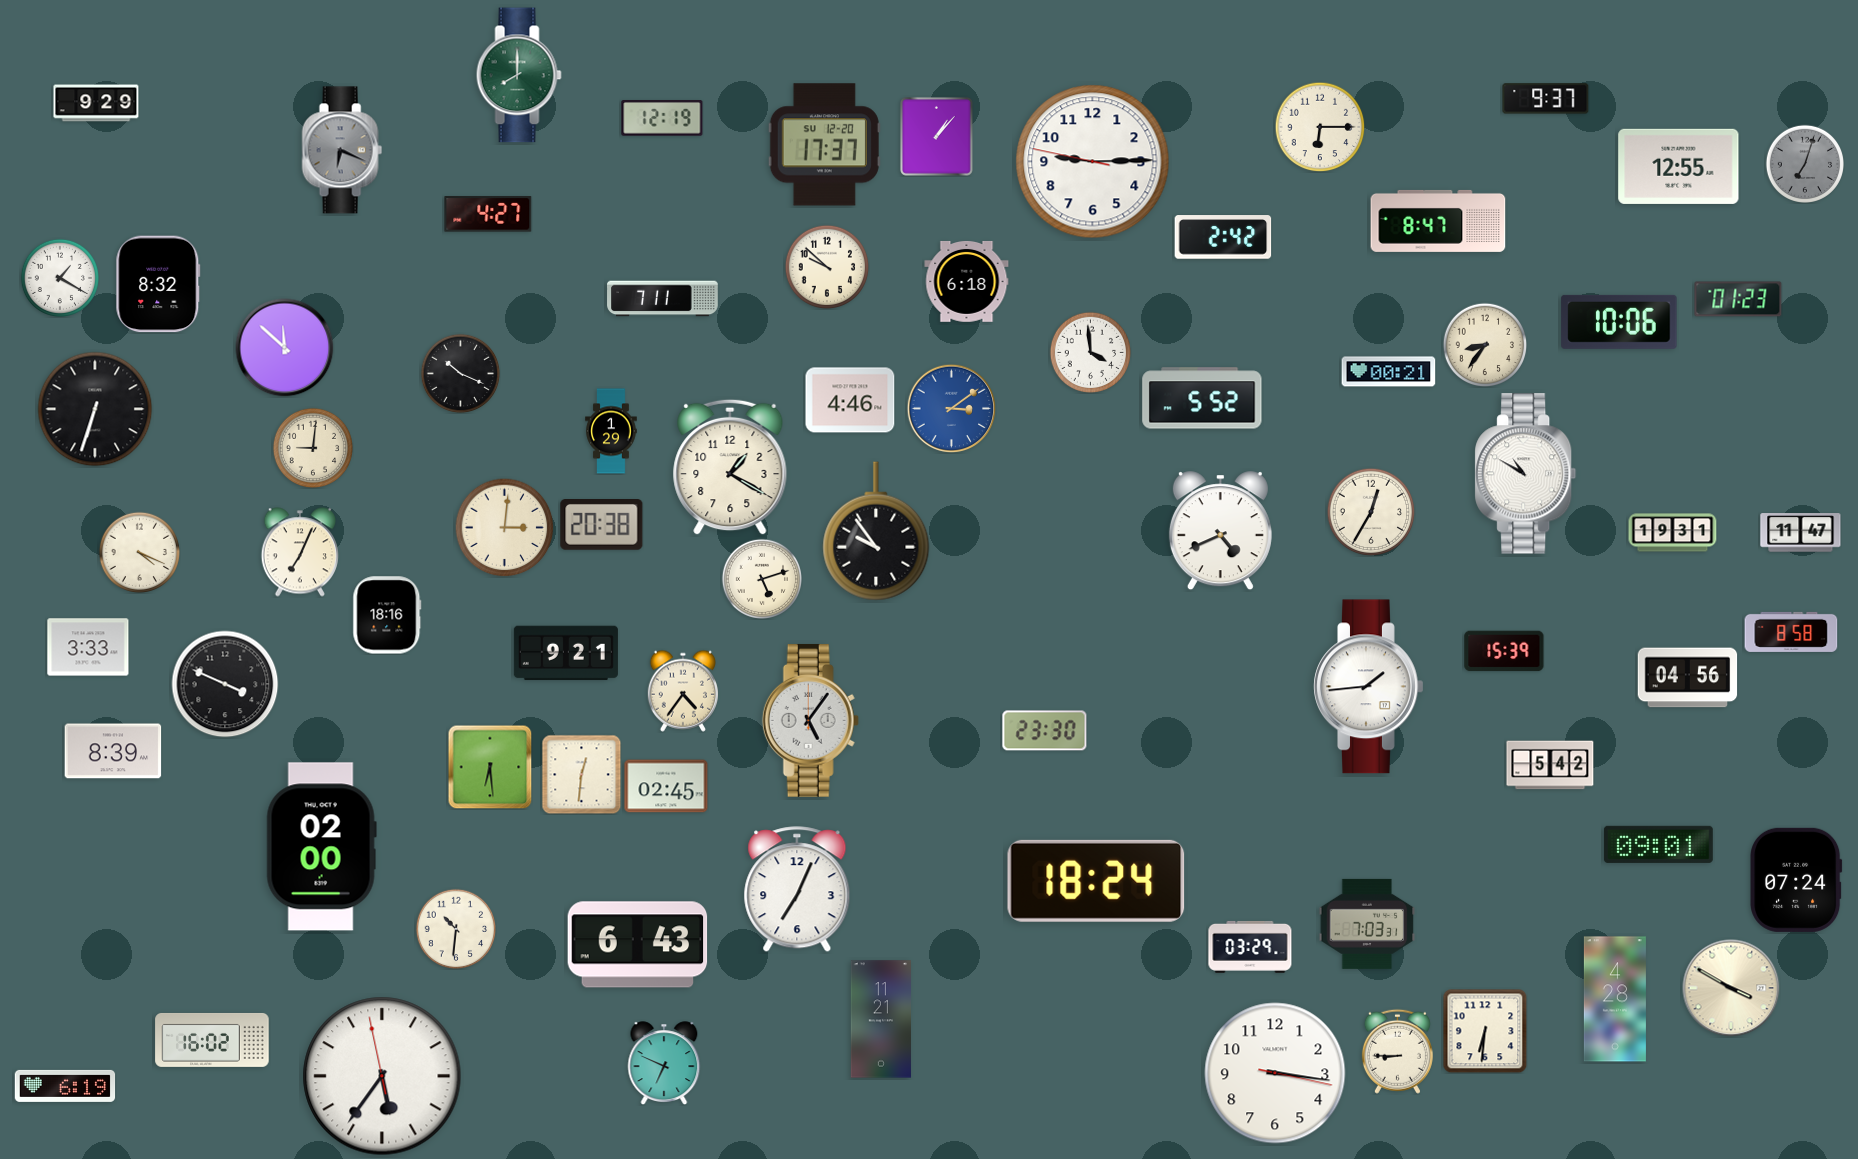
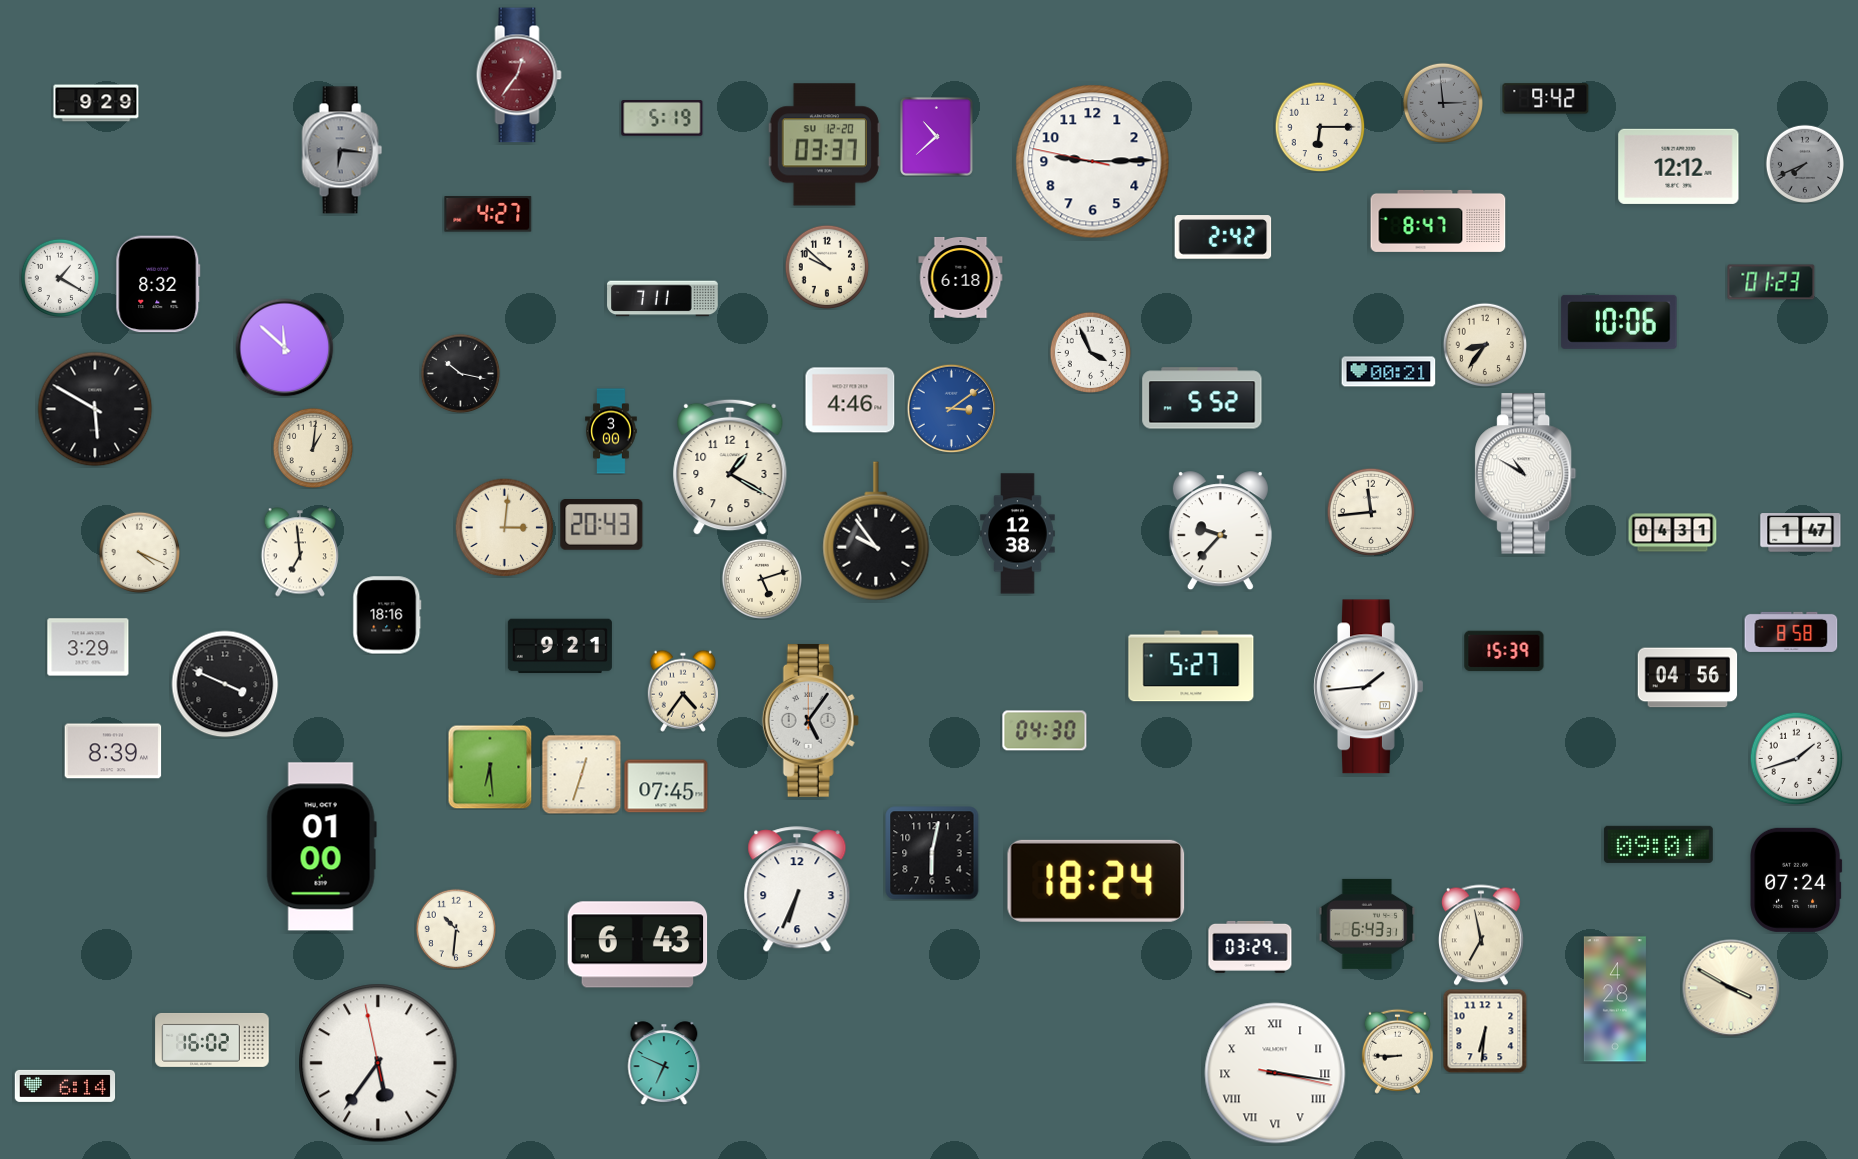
clock at (519, 75): 8:00 -> 12:36
clock at (519, 75) dial: green -> burgundy
clock at (1546, 99): 9:37 -> 9:42
clock at (1442, 102): none -> 2:59
clock at (662, 119): 12:19 -> 5:19
clock at (936, 136): 1:07 -> 10:38
clock at (824, 145): 17:37 -> 03:37
clock at (342, 150): 6:19 -> 6:16
clock at (1804, 163): 7:03 -> 7:41
clock at (1679, 166): 12:55 -> 12:12
clock at (967, 281) position: (967, 281) -> (961, 277)
clock at (1738, 299) position: (1738, 299) -> (1771, 282)
clock at (1090, 352): 3:59 -> 3:56
clock at (460, 373): 10:19 -> 10:17
clock at (95, 409): 6:33 -> 5:50
clock at (611, 431): 1:29 -> 3:00
clock at (312, 447): 9:01 -> 1:01
clock at (1371, 512): 12:35 -> 11:44
clock at (602, 525): 20:38 -> 20:43
clock at (1220, 531): 4:41 -> 9:37
clock at (1673, 533): 19:31 -> 04:31
clock at (1801, 533): 11:47 -> 1:47
clock at (1018, 534): none -> 12:38
clock at (300, 552): 7:04 -> 6:59
clock at (88, 647): 3:33 -> 3:29
clock at (566, 653) position: (566, 653) -> (560, 646)
clock at (1191, 666): none -> 5:27
clock at (1045, 731): 23:30 -> 04:30
clock at (1796, 758): none -> 1:42
clock at (1550, 765): 5:42 -> none
clock at (581, 774): 12:31 -> 12:33
clock at (666, 786): 02:45 -> 07:45
clock at (321, 847): 02:00 -> 01:00
clock at (932, 853): none -> 6:02
clock at (797, 890): 7:04 -> 6:34
clock at (1367, 924): 7:03 -> 6:43
clock at (1481, 935): none -> 6:58
clock at (881, 1019): 11:21 -> none
clock at (1275, 1073) numerals: Arabic -> Roman
clock at (382, 1076) position: (382, 1076) -> (378, 1063)
clock at (65, 1086): 6:19 -> 6:14
